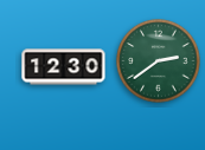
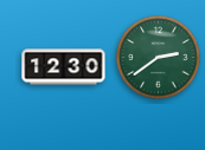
clock at (159, 61) position: (159, 61) -> (159, 58)
